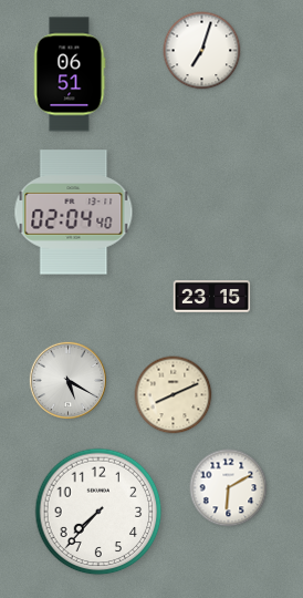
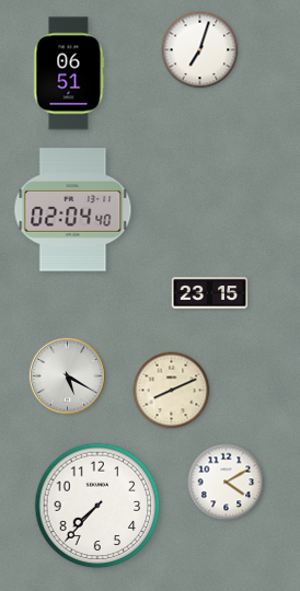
clock at (229, 488): 6:10 -> 4:10
